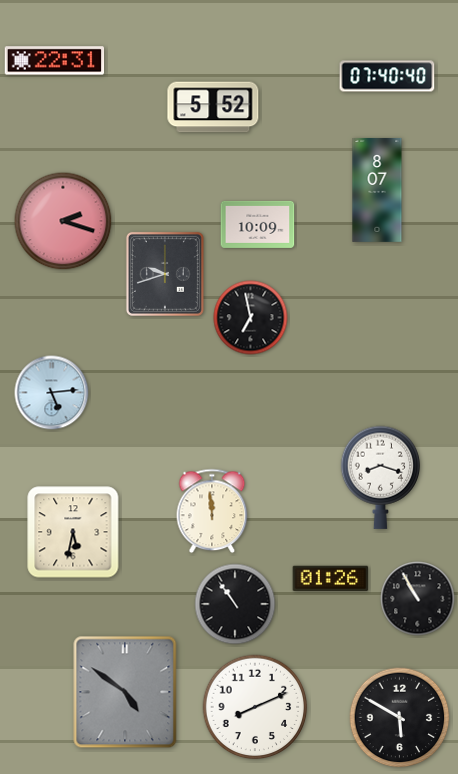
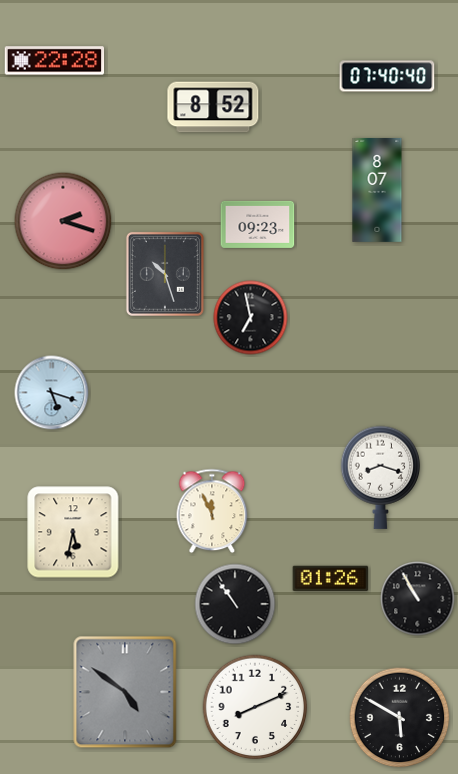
clock at (55, 61): 22:31 -> 22:28
clock at (213, 107): 5:52 -> 8:52
clock at (258, 224): 10:09 -> 09:23
clock at (165, 274): 9:42 -> 10:27
clock at (52, 393): 5:14 -> 5:18
clock at (212, 511): 11:59 -> 11:56
